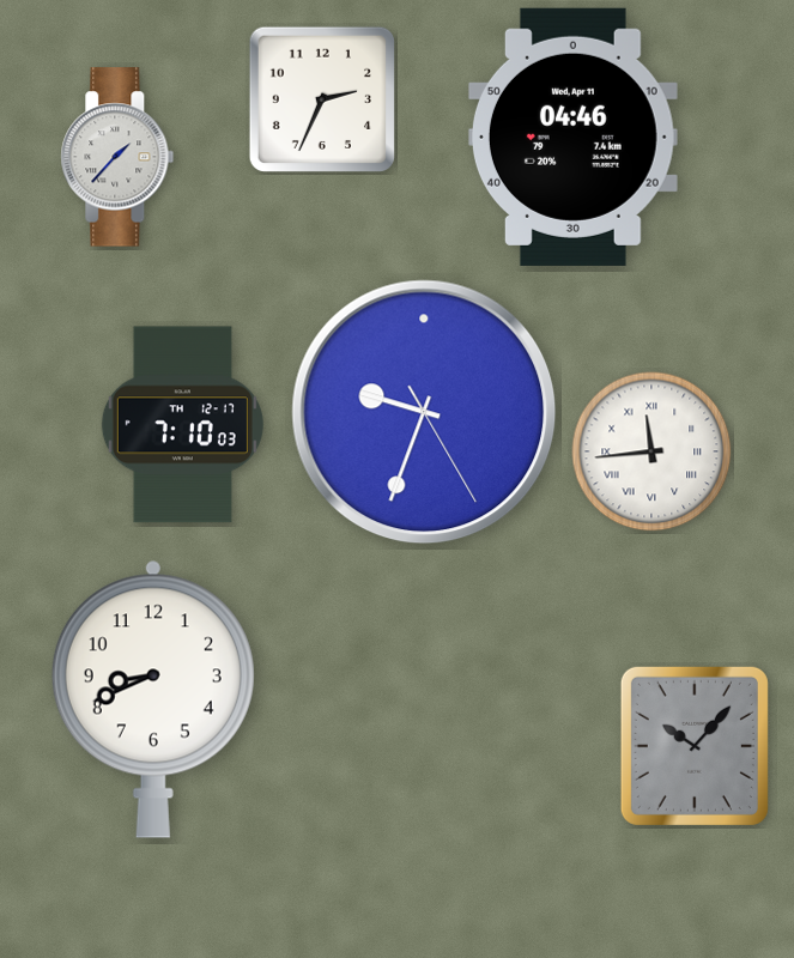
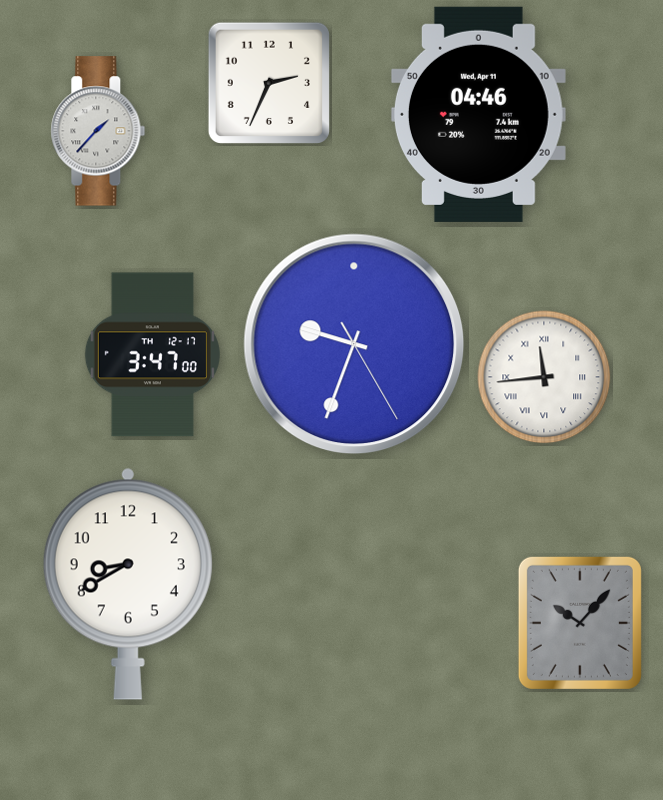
clock at (182, 425): 7:10 -> 3:47
clock at (153, 699): 8:41 -> 8:40
